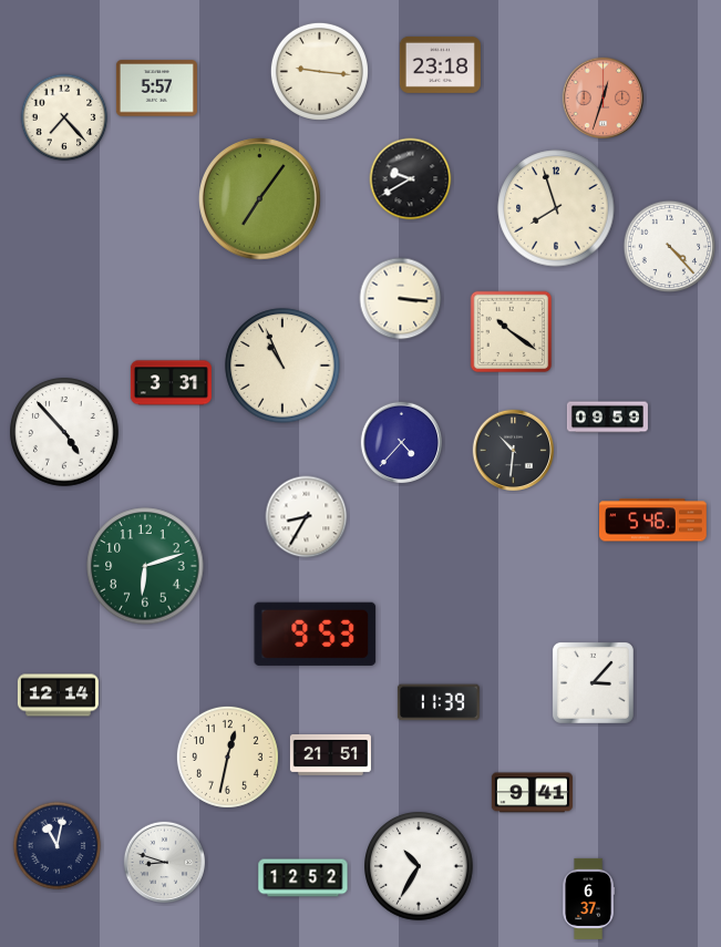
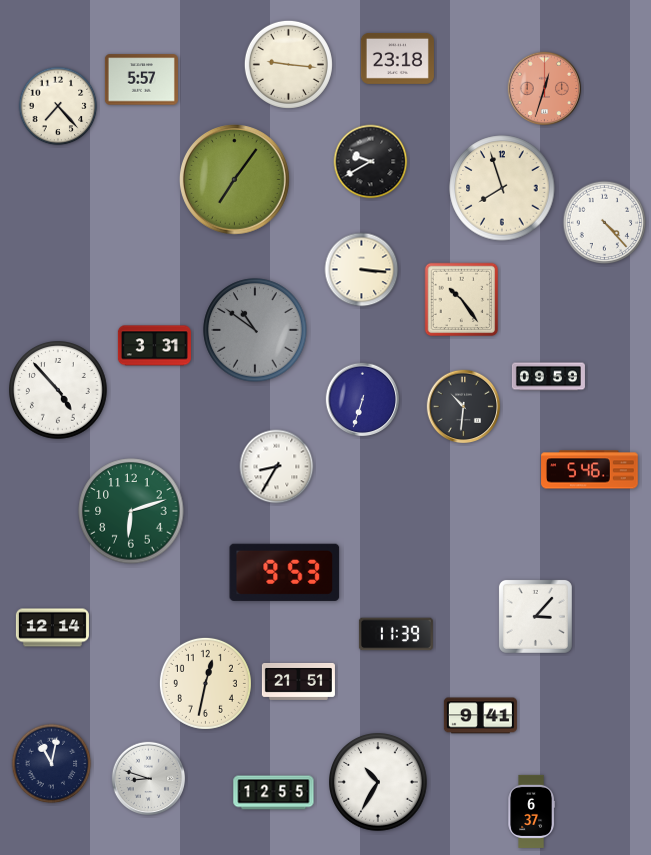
clock at (512, 332): 10:21 -> 10:24
clock at (282, 366): 10:56 -> 10:51
clock at (282, 366) dial: cream -> grey
clock at (402, 443): 4:37 -> 6:33
clock at (303, 878): 12:52 -> 12:55
